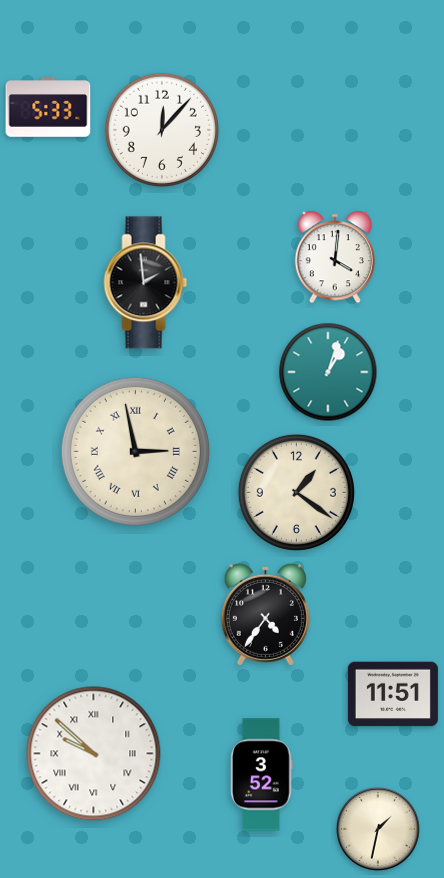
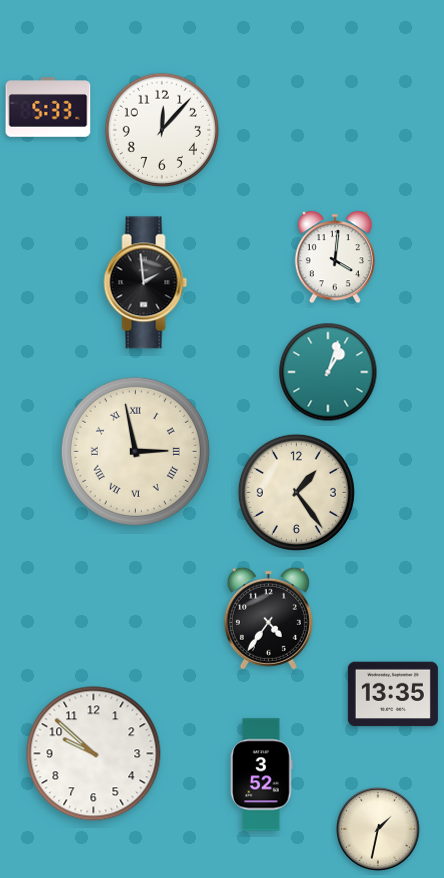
clock at (296, 492): 1:21 -> 1:24
clock at (265, 614) position: (265, 614) -> (268, 618)
clock at (393, 694): 11:51 -> 13:35
clock at (94, 754) numerals: Roman -> Arabic
